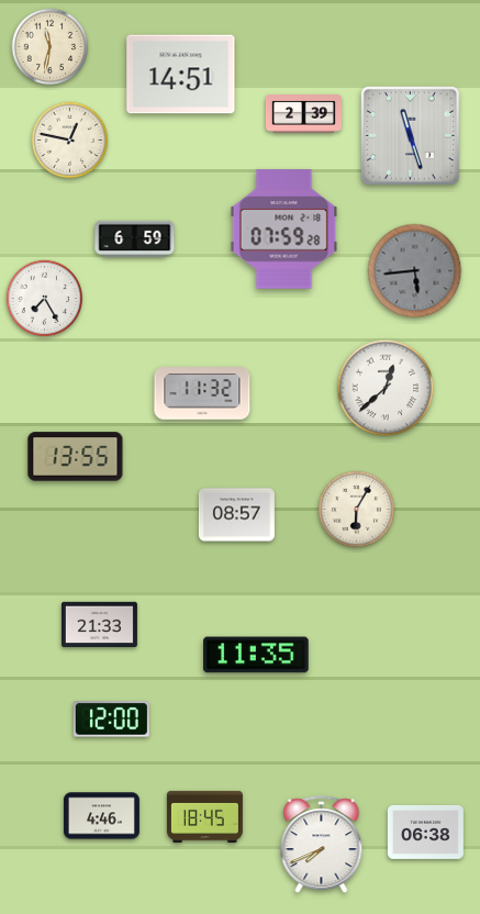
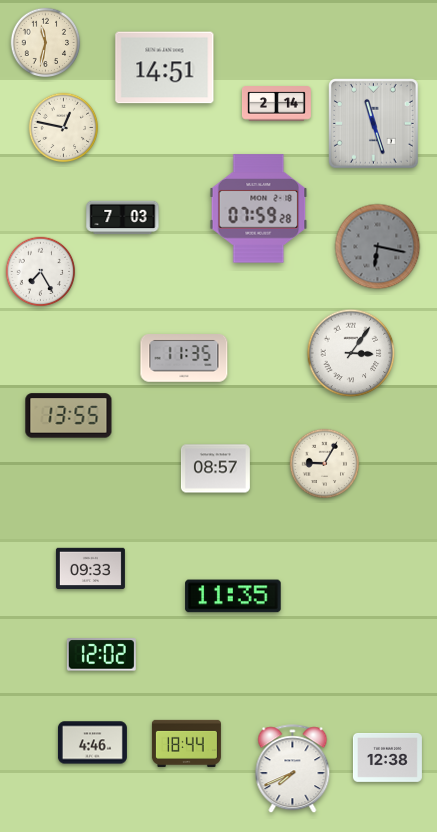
clock at (303, 114): 2:39 -> 2:14
clock at (135, 239): 6:59 -> 7:03
clock at (415, 271): 5:44 -> 6:17
clock at (386, 388): 12:38 -> 3:06
clock at (202, 394): 11:32 -> 11:35
clock at (357, 510): 6:05 -> 9:05
clock at (99, 625): 21:33 -> 09:33
clock at (111, 720): 12:00 -> 12:02
clock at (204, 816): 18:45 -> 18:44
clock at (425, 832): 06:38 -> 12:38
